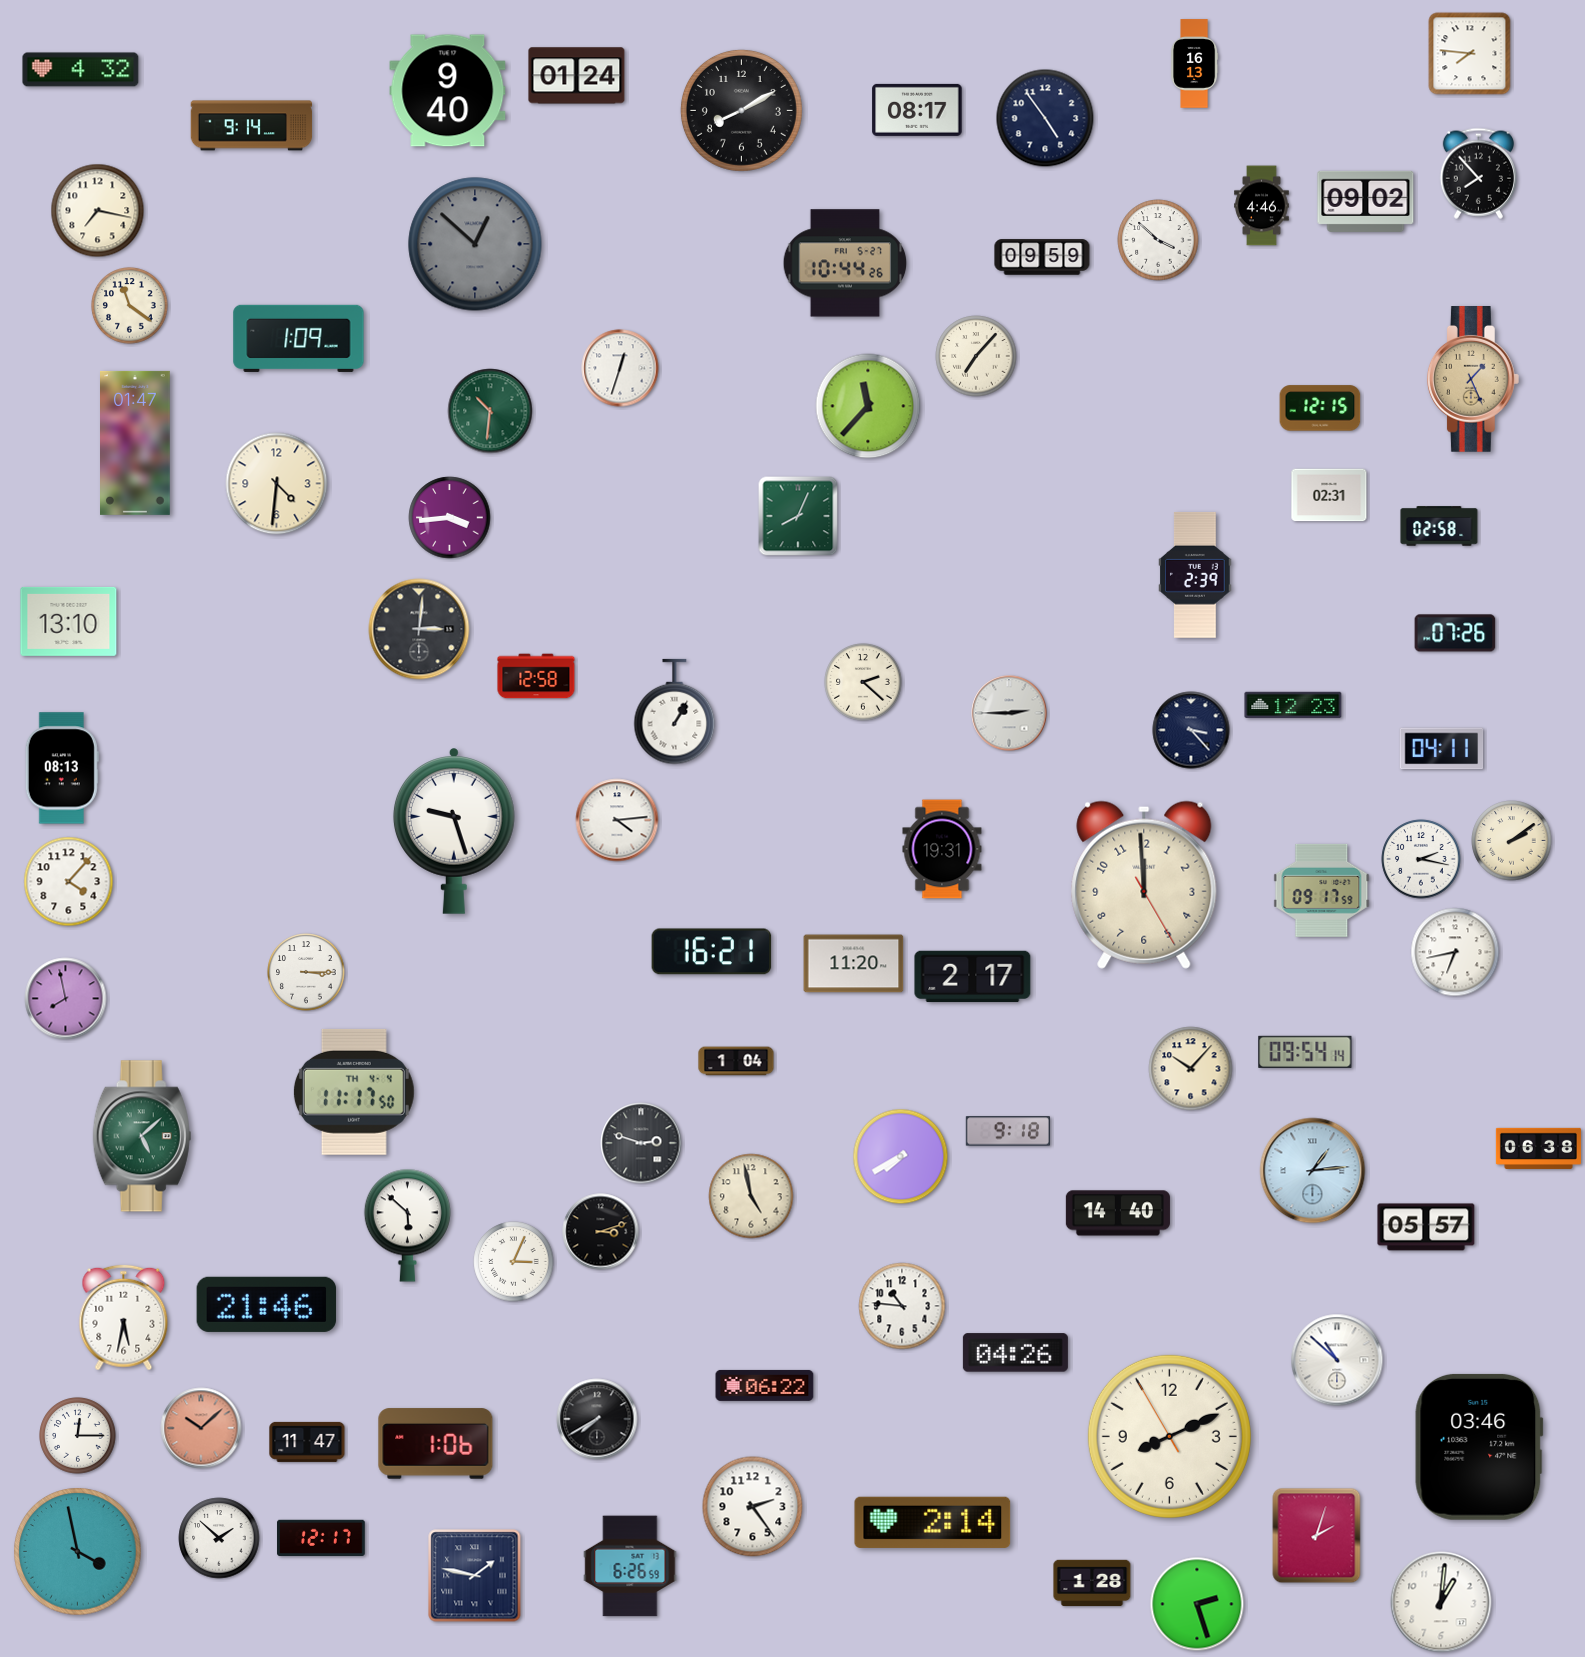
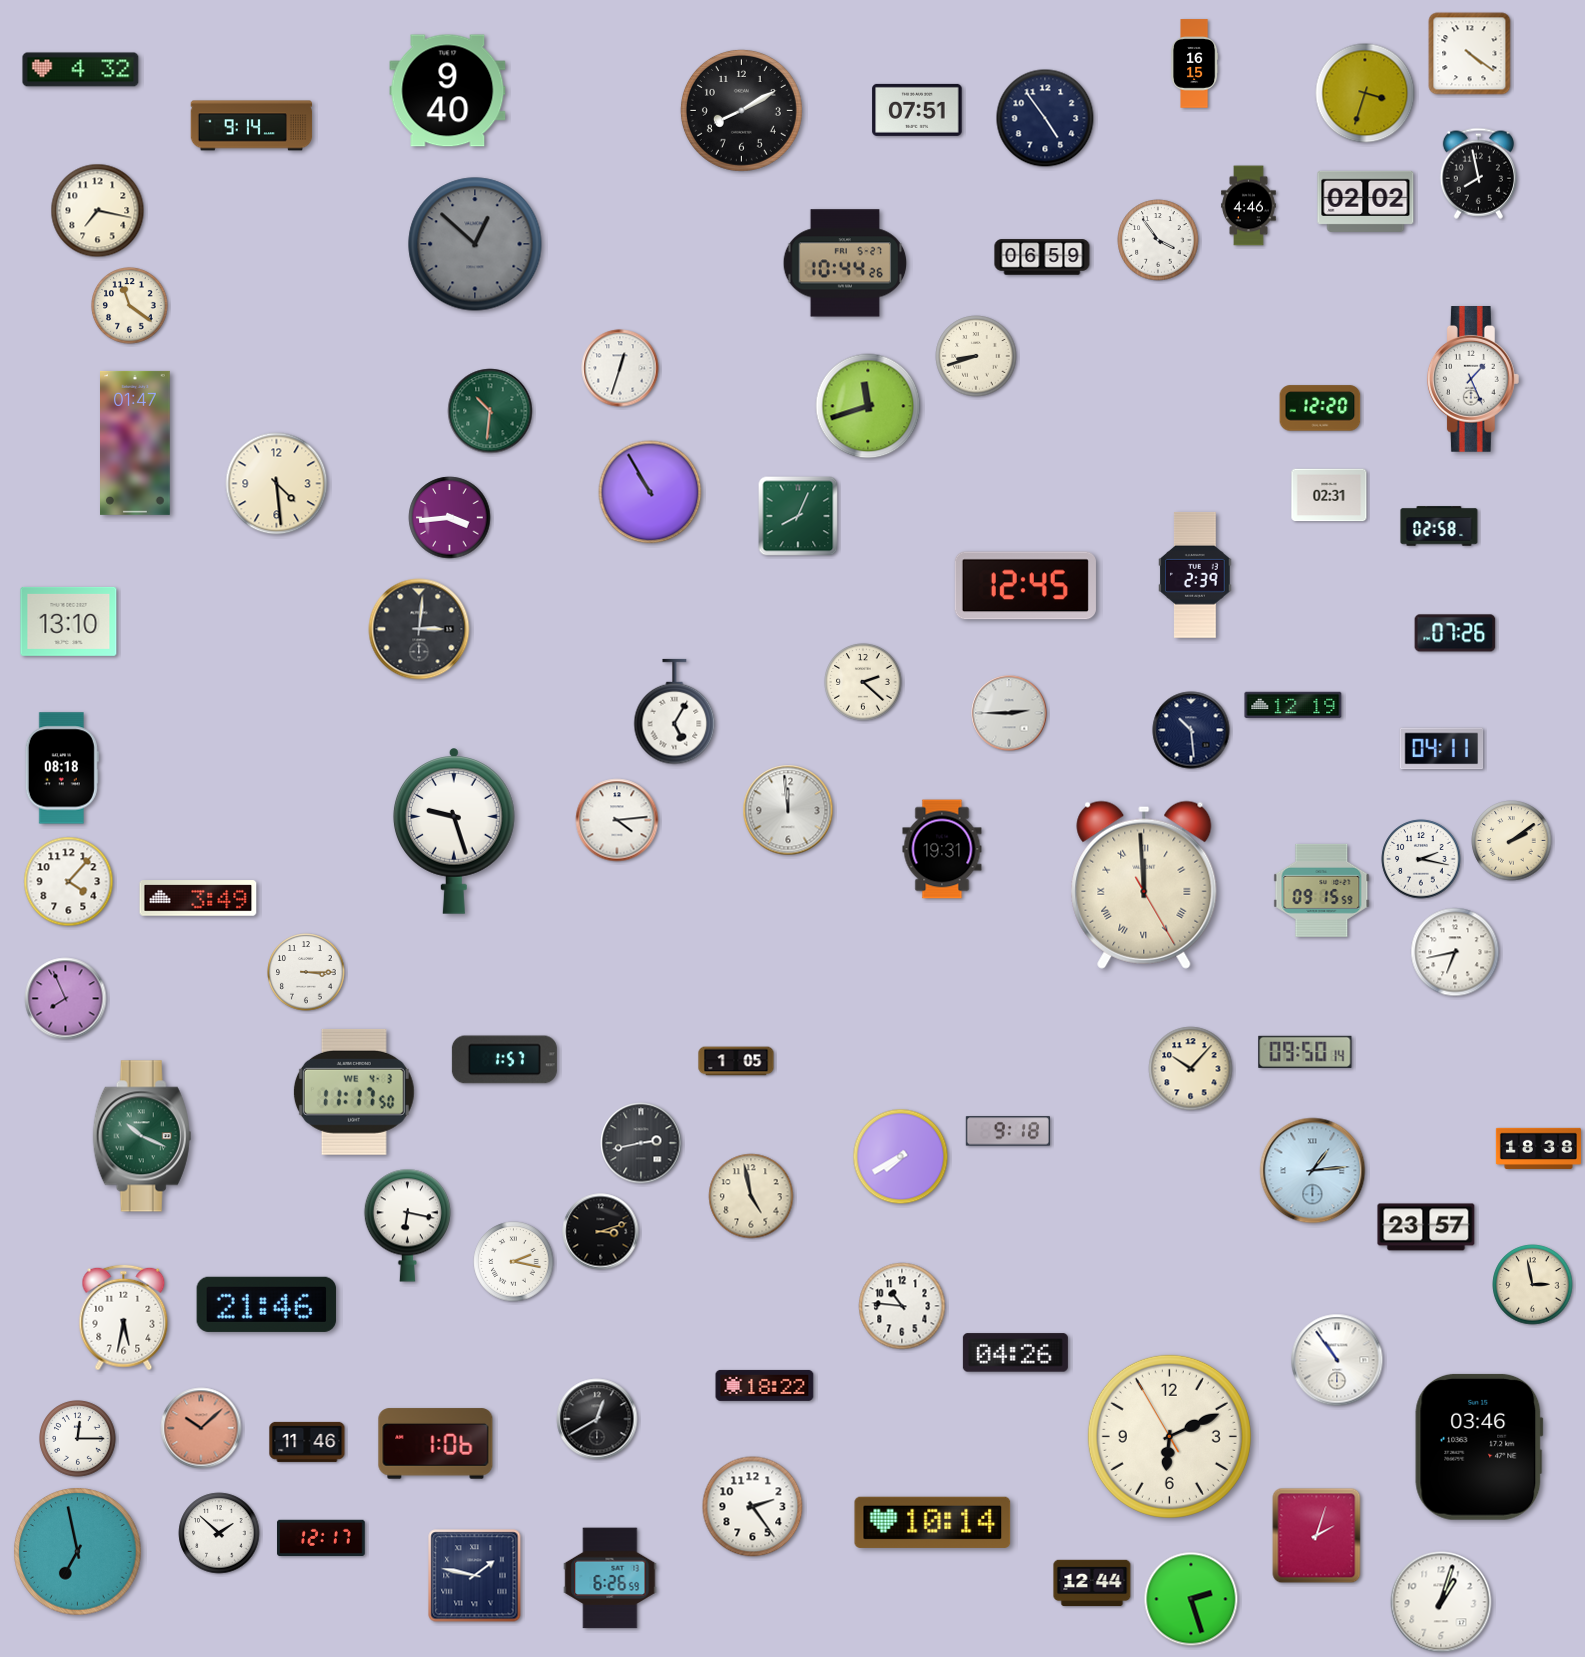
clock at (1470, 54): 7:46 -> 4:21
clock at (1195, 64): 16:13 -> 16:15
clock at (577, 76): 01:24 -> none
clock at (1365, 93): none -> 3:33
clock at (917, 110): 08:17 -> 07:51
clock at (1478, 173): 7:53 -> 7:58
clock at (1366, 201): 09:02 -> 02:02
clock at (1262, 206) position: (1262, 206) -> (1249, 206)
clock at (1158, 240): 3:52 -> 3:54
clock at (1042, 257): 09:59 -> 06:59
clock at (299, 338): 1:09 -> none
clock at (976, 356): 7:07 -> 8:42
clock at (1473, 380) dial: champagne -> white
clock at (868, 406): 11:37 -> 11:42
clock at (1320, 408): 12:15 -> 12:20
clock at (277, 484): 4:31 -> 4:29
clock at (650, 492): none -> 10:55
clock at (1025, 586): none -> 12:45
clock at (536, 676): 12:58 -> none
clock at (1293, 705): 12:23 -> 12:19
clock at (675, 712): 1:05 -> 5:05
clock at (1191, 730): 3:23 -> 10:29
clock at (62, 768): 08:13 -> 08:18
clock at (788, 810): none -> 11:59
clock at (1144, 885) numerals: Arabic -> Roman
clock at (1322, 890): 09:17 -> 09:15
clock at (198, 898): none -> 3:49
clock at (712, 952): 16:21 -> none
clock at (854, 964): 11:20 -> none
clock at (973, 977): 2:17 -> none
clock at (66, 999): 7:58 -> 7:56
clock at (1305, 1052): 09:54 -> 09:50
clock at (504, 1060): none -> 1:57
clock at (736, 1061): 1:04 -> 1:05
clock at (354, 1092) date: TH 4-4 -> WE 4-3
clock at (142, 1136): 5:08 -> 10:19
clock at (641, 1143): 2:48 -> 2:43
clock at (1538, 1148): 06:38 -> 18:38
clock at (1118, 1213): 14:40 -> none
clock at (407, 1225): 5:52 -> 6:17
clock at (1426, 1227): 05:57 -> 23:57
clock at (514, 1262): 3:04 -> 2:17
clock at (1533, 1285): none -> 2:58
clock at (1337, 1360): 10:52 -> 10:54
clock at (765, 1385): 06:22 -> 18:22
clock at (597, 1419): 7:40 -> 12:40
clock at (78, 1436) position: (78, 1436) -> (78, 1439)
clock at (1169, 1436): 8:10 -> 6:10
clock at (307, 1442): 11:47 -> 11:46
clock at (933, 1522): 2:14 -> 10:14
clock at (219, 1538) position: (219, 1538) -> (219, 1533)
clock at (78, 1552): 3:58 -> 6:58
clock at (630, 1566) position: (630, 1566) -> (610, 1578)
clock at (1092, 1583): 1:28 -> 12:44
clock at (1441, 1602): 1:01 -> 1:03
clock at (1197, 1604) position: (1197, 1604) -> (1191, 1599)
